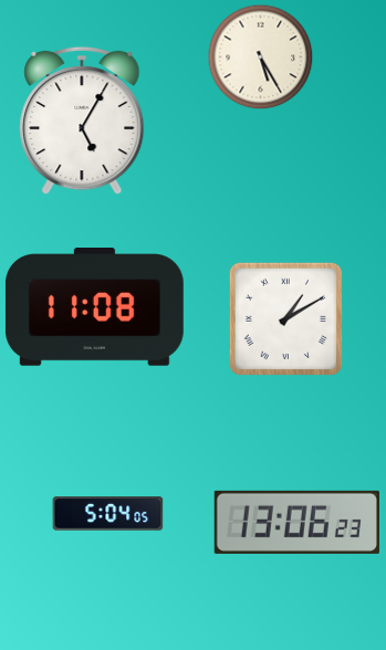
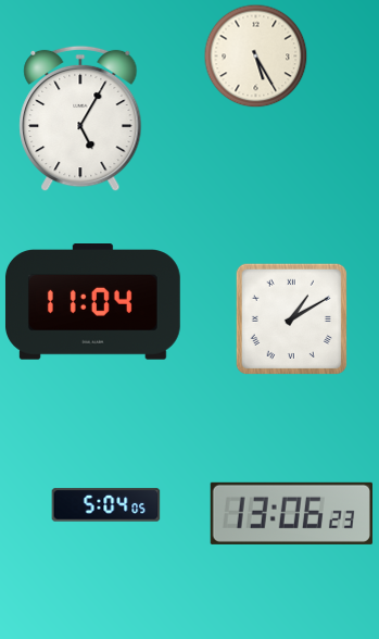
clock at (94, 307): 11:08 -> 11:04
clock at (285, 318) position: (285, 318) -> (291, 318)
